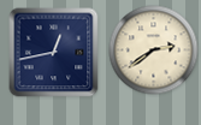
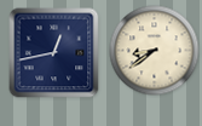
clock at (154, 50): 2:39 -> 8:39
